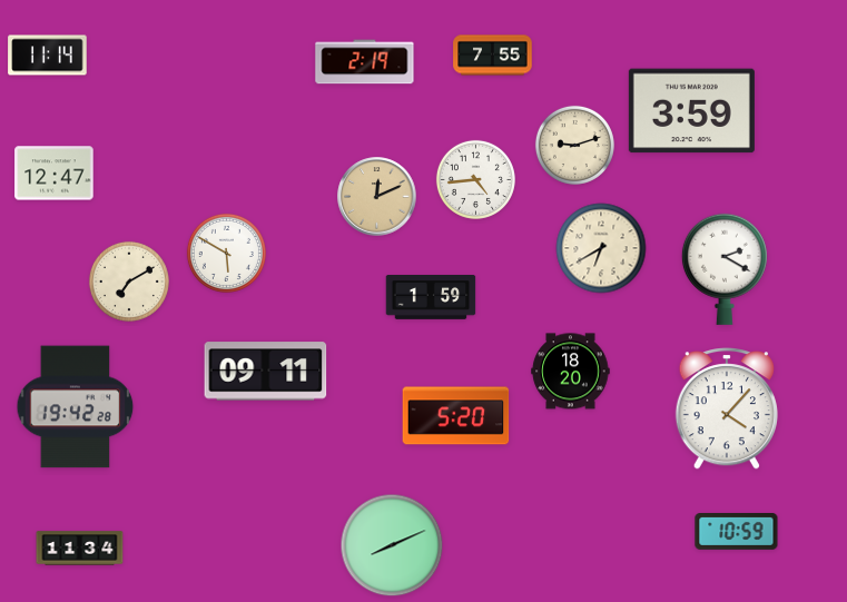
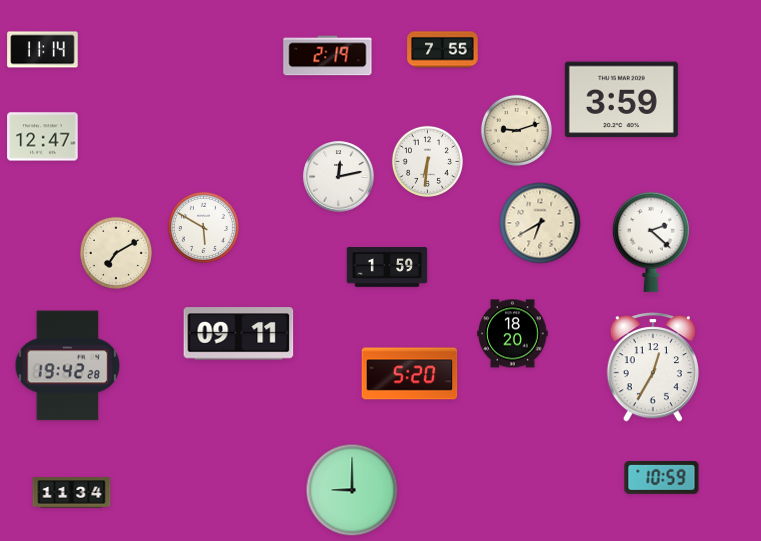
clock at (55, 174) position: (55, 174) -> (43, 137)
clock at (475, 179): 4:44 -> 6:31
clock at (377, 197): 12:11 -> 12:13
clock at (377, 197) dial: champagne -> white
clock at (725, 269): 2:20 -> 2:22
clock at (726, 408): 4:07 -> 12:35
clock at (392, 545): 8:11 -> 9:00
